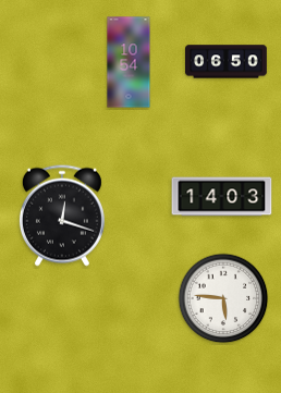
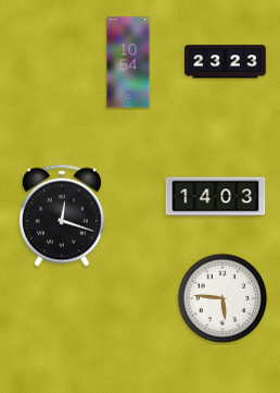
clock at (227, 62): 06:50 -> 23:23
clock at (222, 197) position: (222, 197) -> (216, 197)
